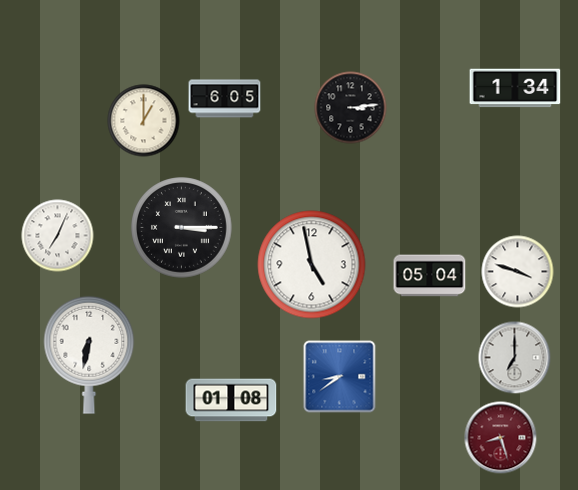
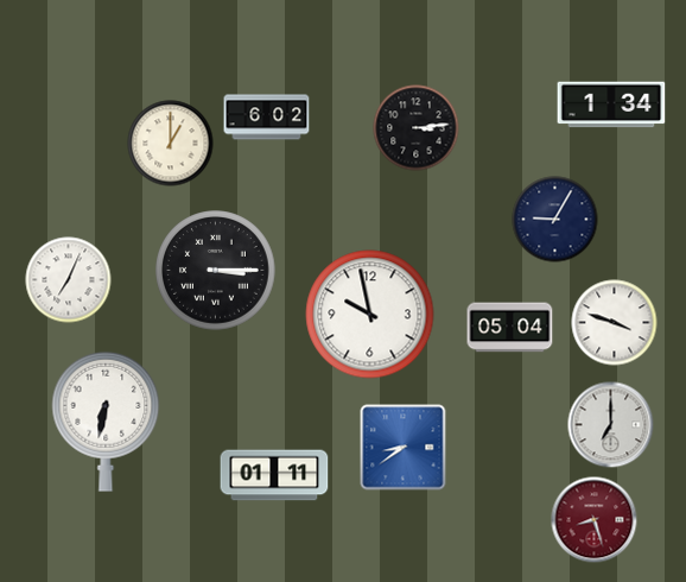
clock at (225, 99): 6:05 -> 6:02
clock at (555, 220): none -> 9:05
clock at (312, 265): 4:58 -> 9:58
clock at (231, 400): 01:08 -> 01:11
